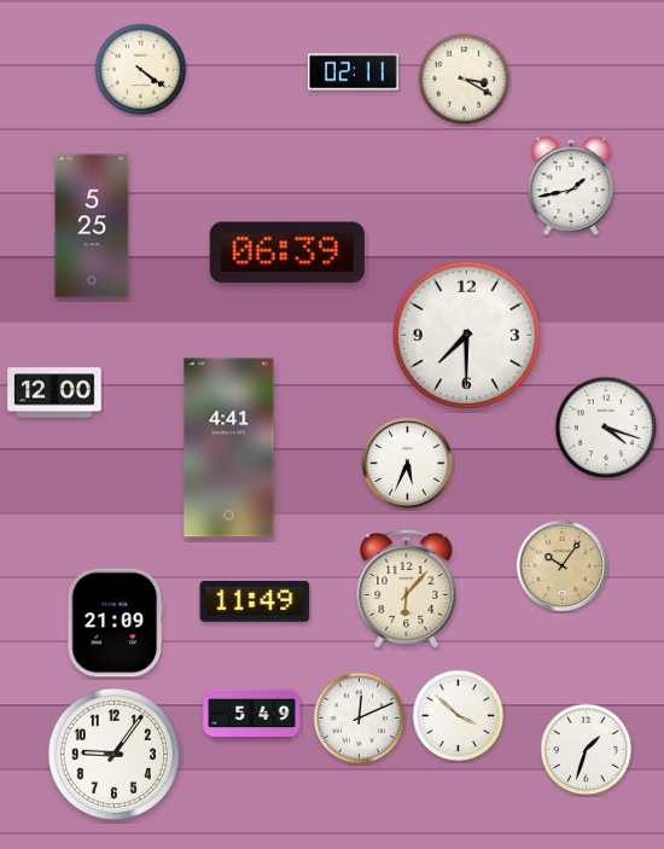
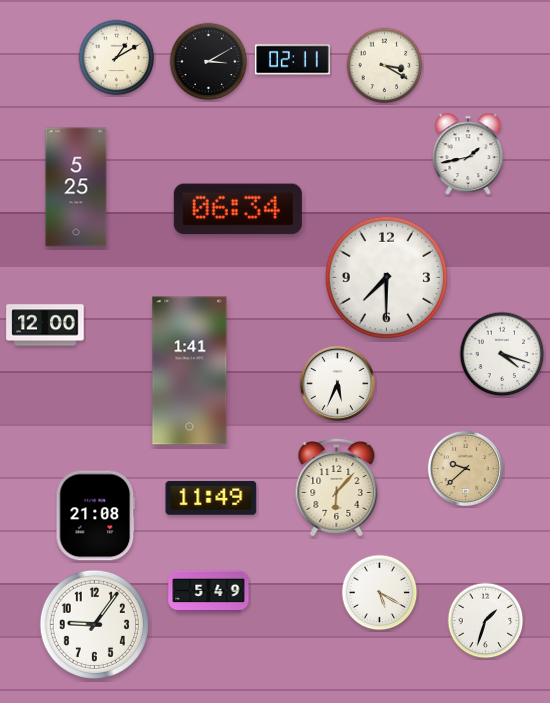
clock at (141, 70): 4:21 -> 1:10
clock at (209, 62): none -> 3:10
clock at (571, 186) position: (571, 186) -> (468, 154)
clock at (287, 252): 06:39 -> 06:34
clock at (229, 448): 4:41 -> 1:41
clock at (561, 565): 10:06 -> 9:38
clock at (116, 623): 21:09 -> 21:08
clock at (459, 716): 3:52 -> 5:20
clock at (360, 719): 12:11 -> none
